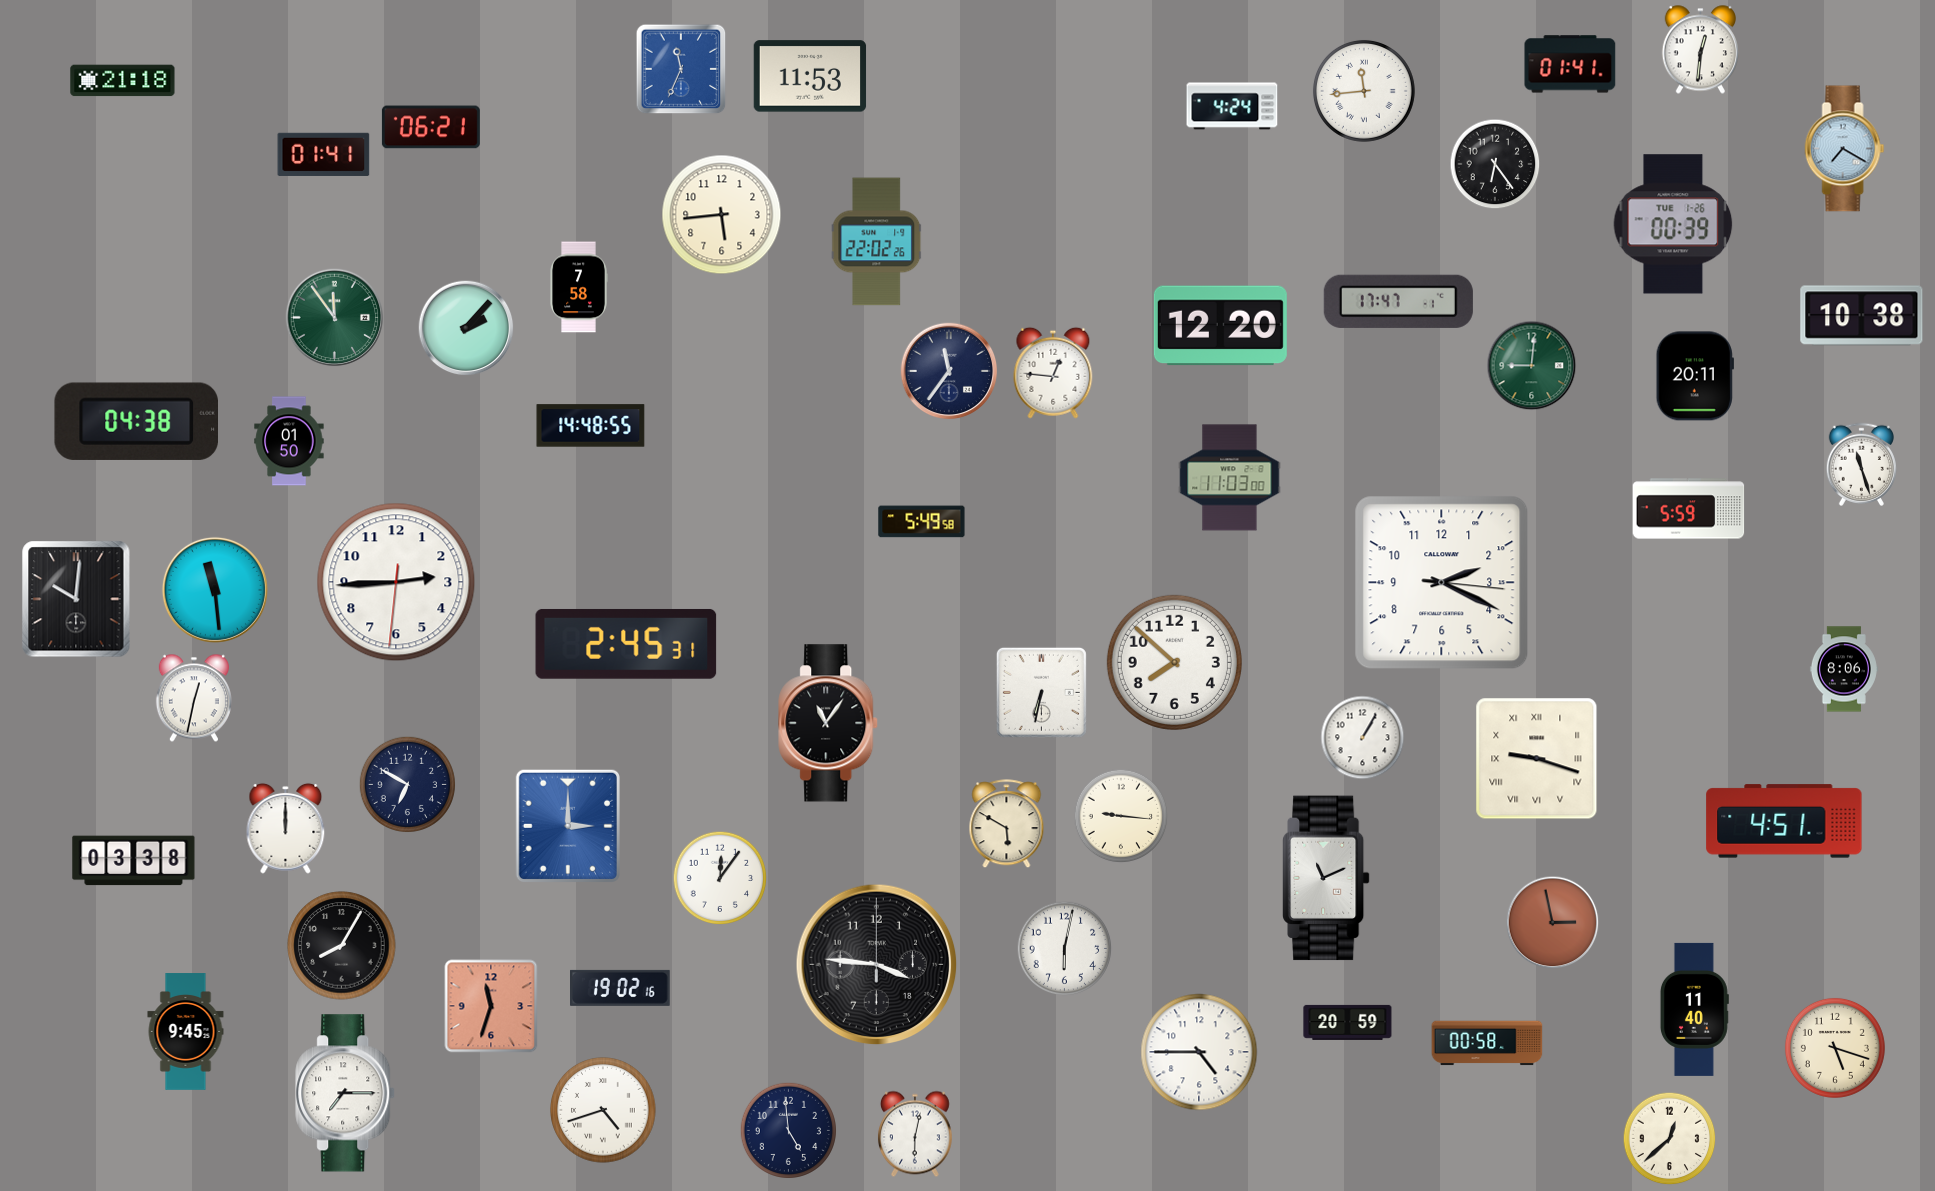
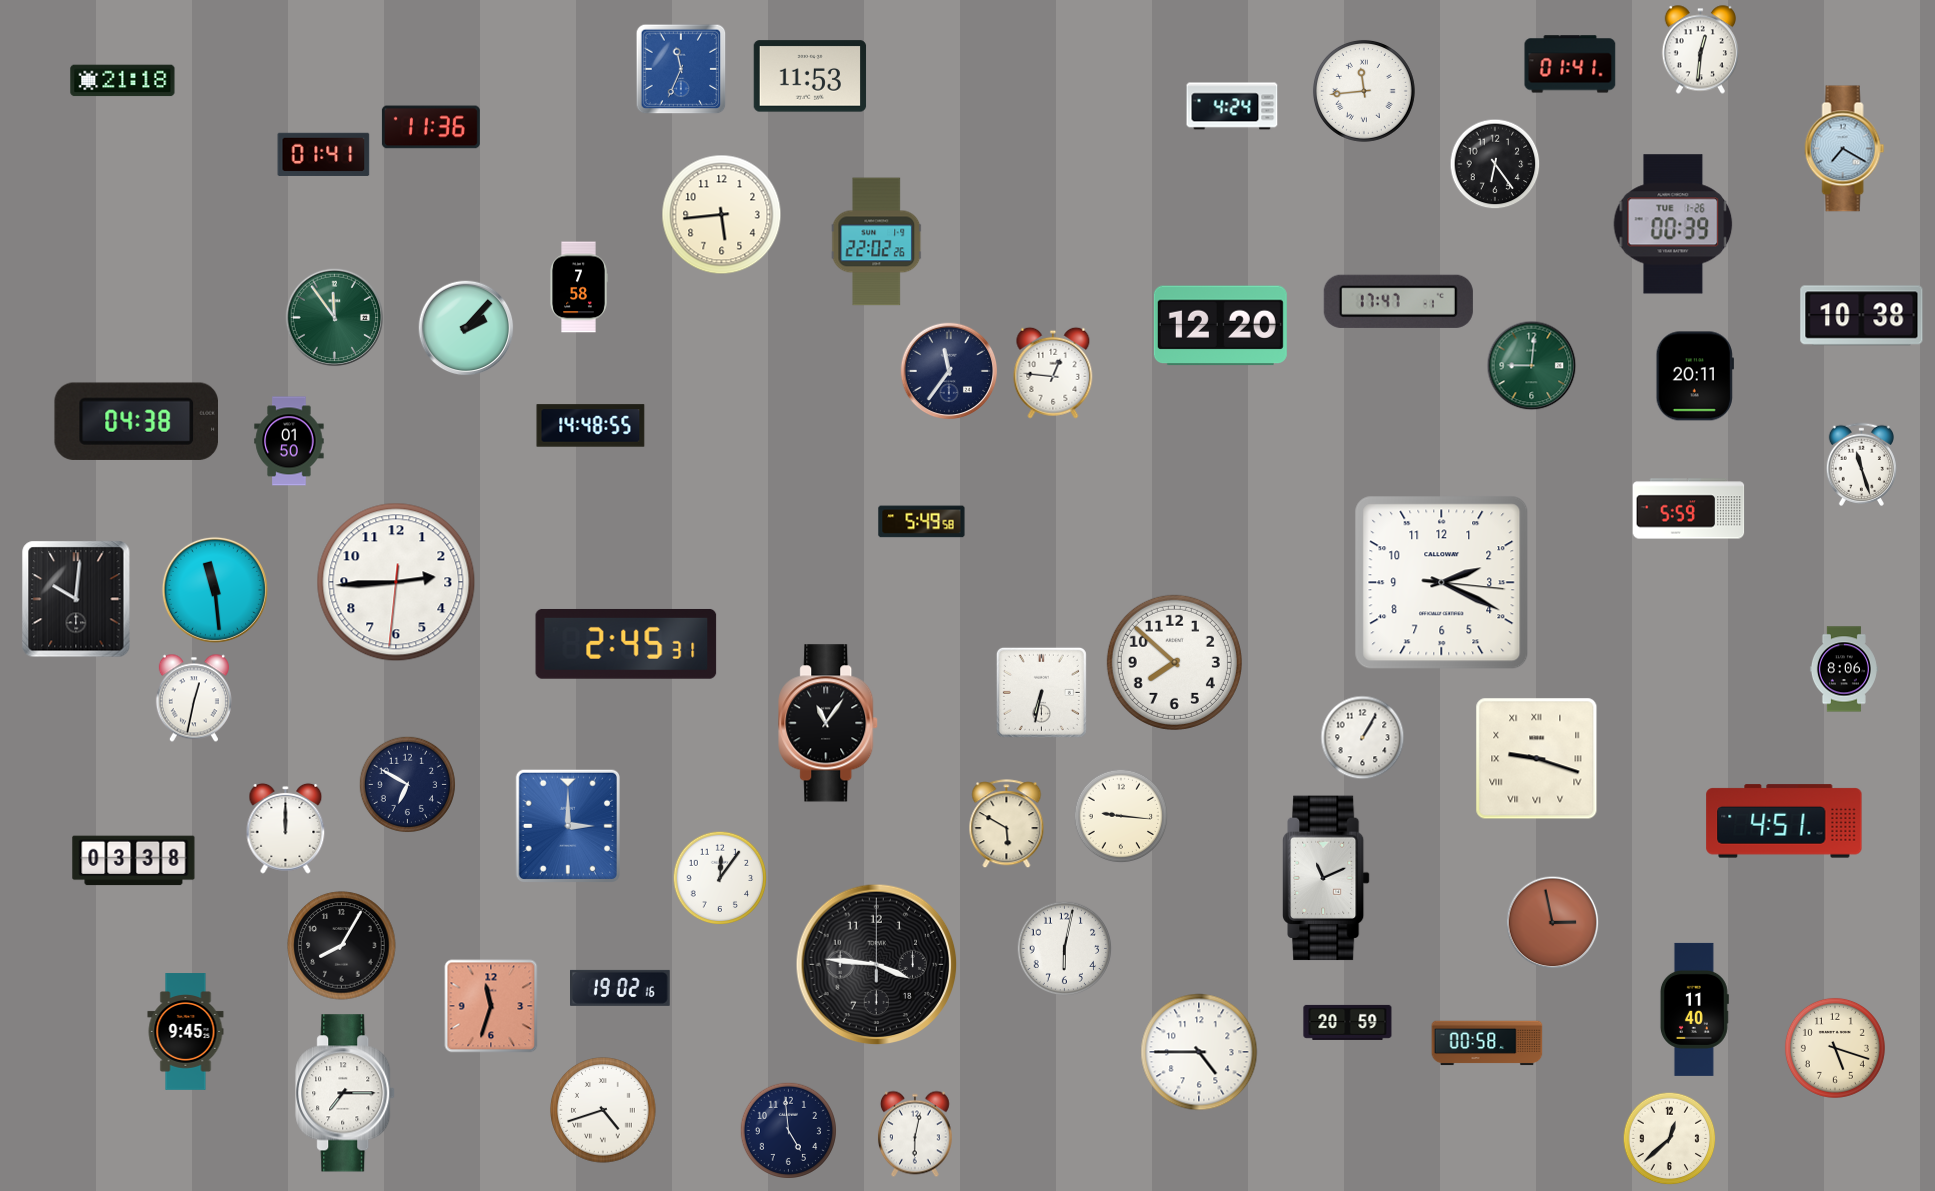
clock at (431, 127): 06:21 -> 11:36
clock at (1230, 478): 11:03 -> none
